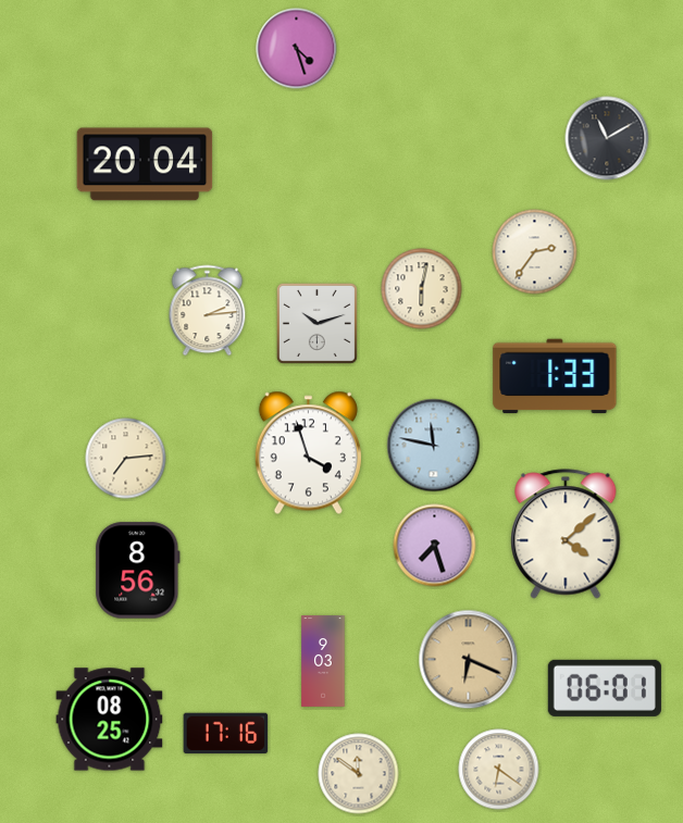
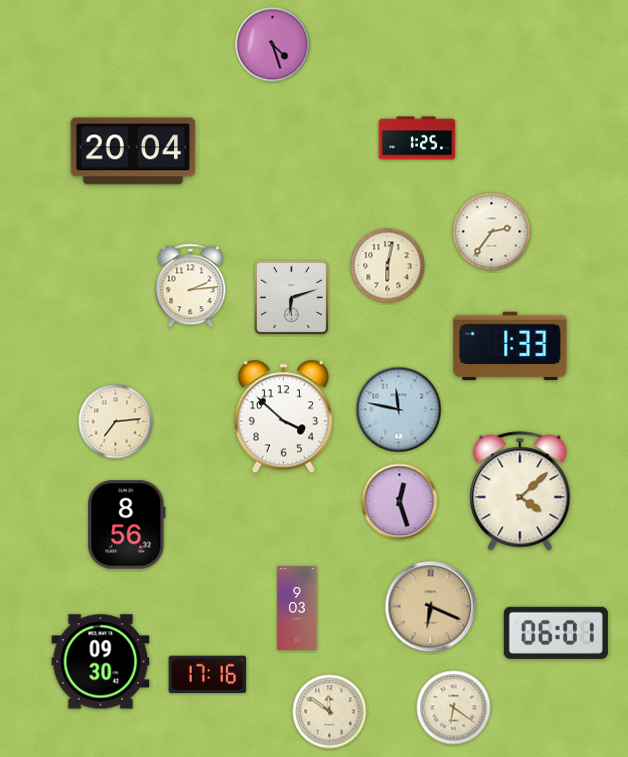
clock at (607, 138): 11:10 -> none
clock at (417, 138): none -> 1:25
clock at (316, 323): 10:12 -> 6:12
clock at (308, 453): 3:57 -> 3:52
clock at (435, 546): 7:27 -> 12:27
clock at (110, 720): 08:25 -> 09:30
clock at (499, 770) position: (499, 770) -> (454, 708)
